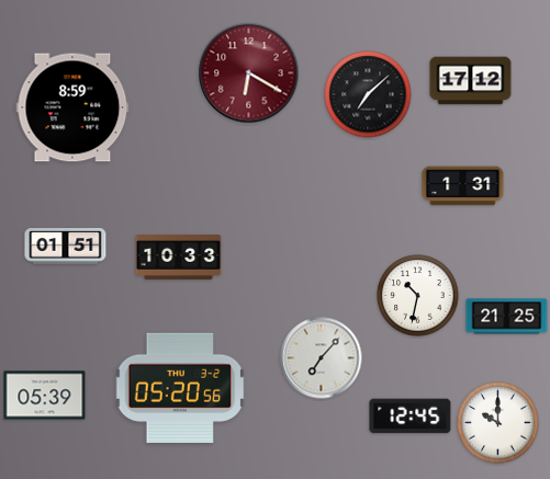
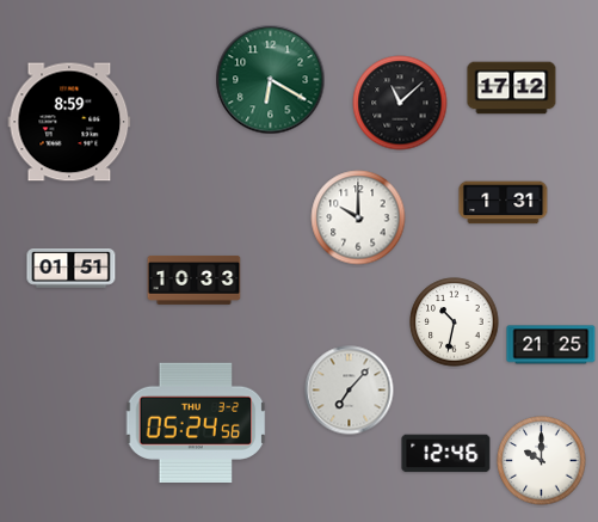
clock at (249, 73) dial: burgundy -> green
clock at (368, 94): 7:08 -> 11:08
clock at (72, 107) position: (72, 107) -> (69, 122)
clock at (358, 217): none -> 10:00
clock at (180, 388): 05:20 -> 05:24
clock at (45, 396): 05:39 -> none
clock at (411, 417): 12:45 -> 12:46
